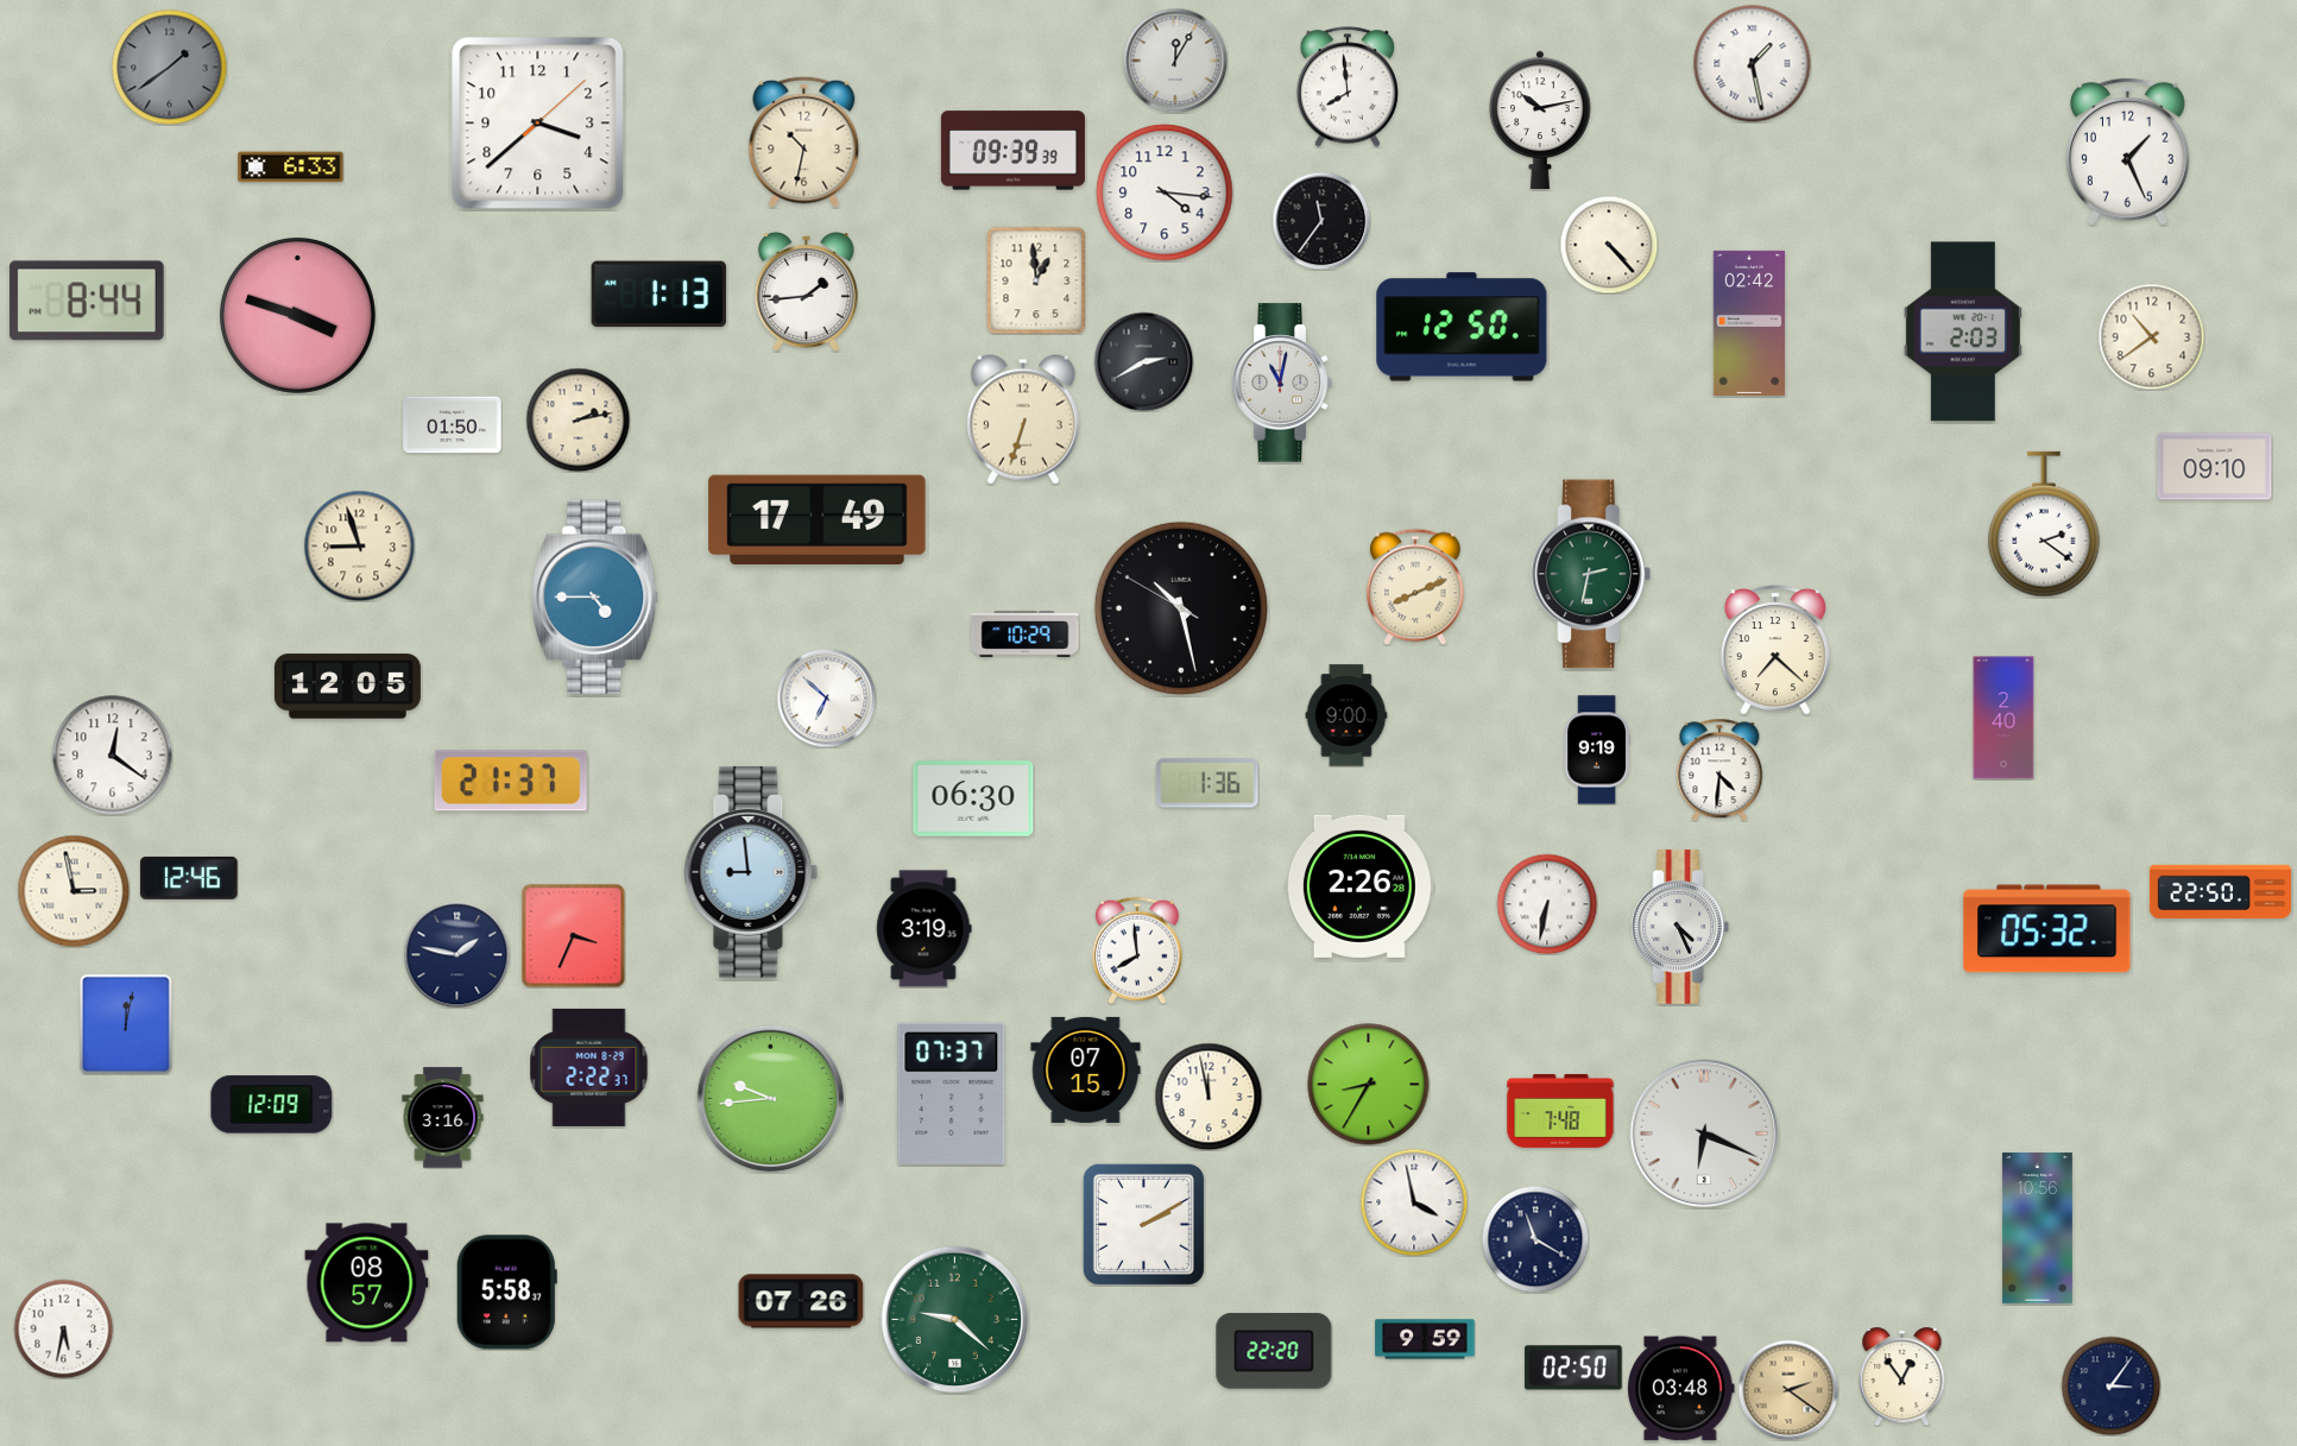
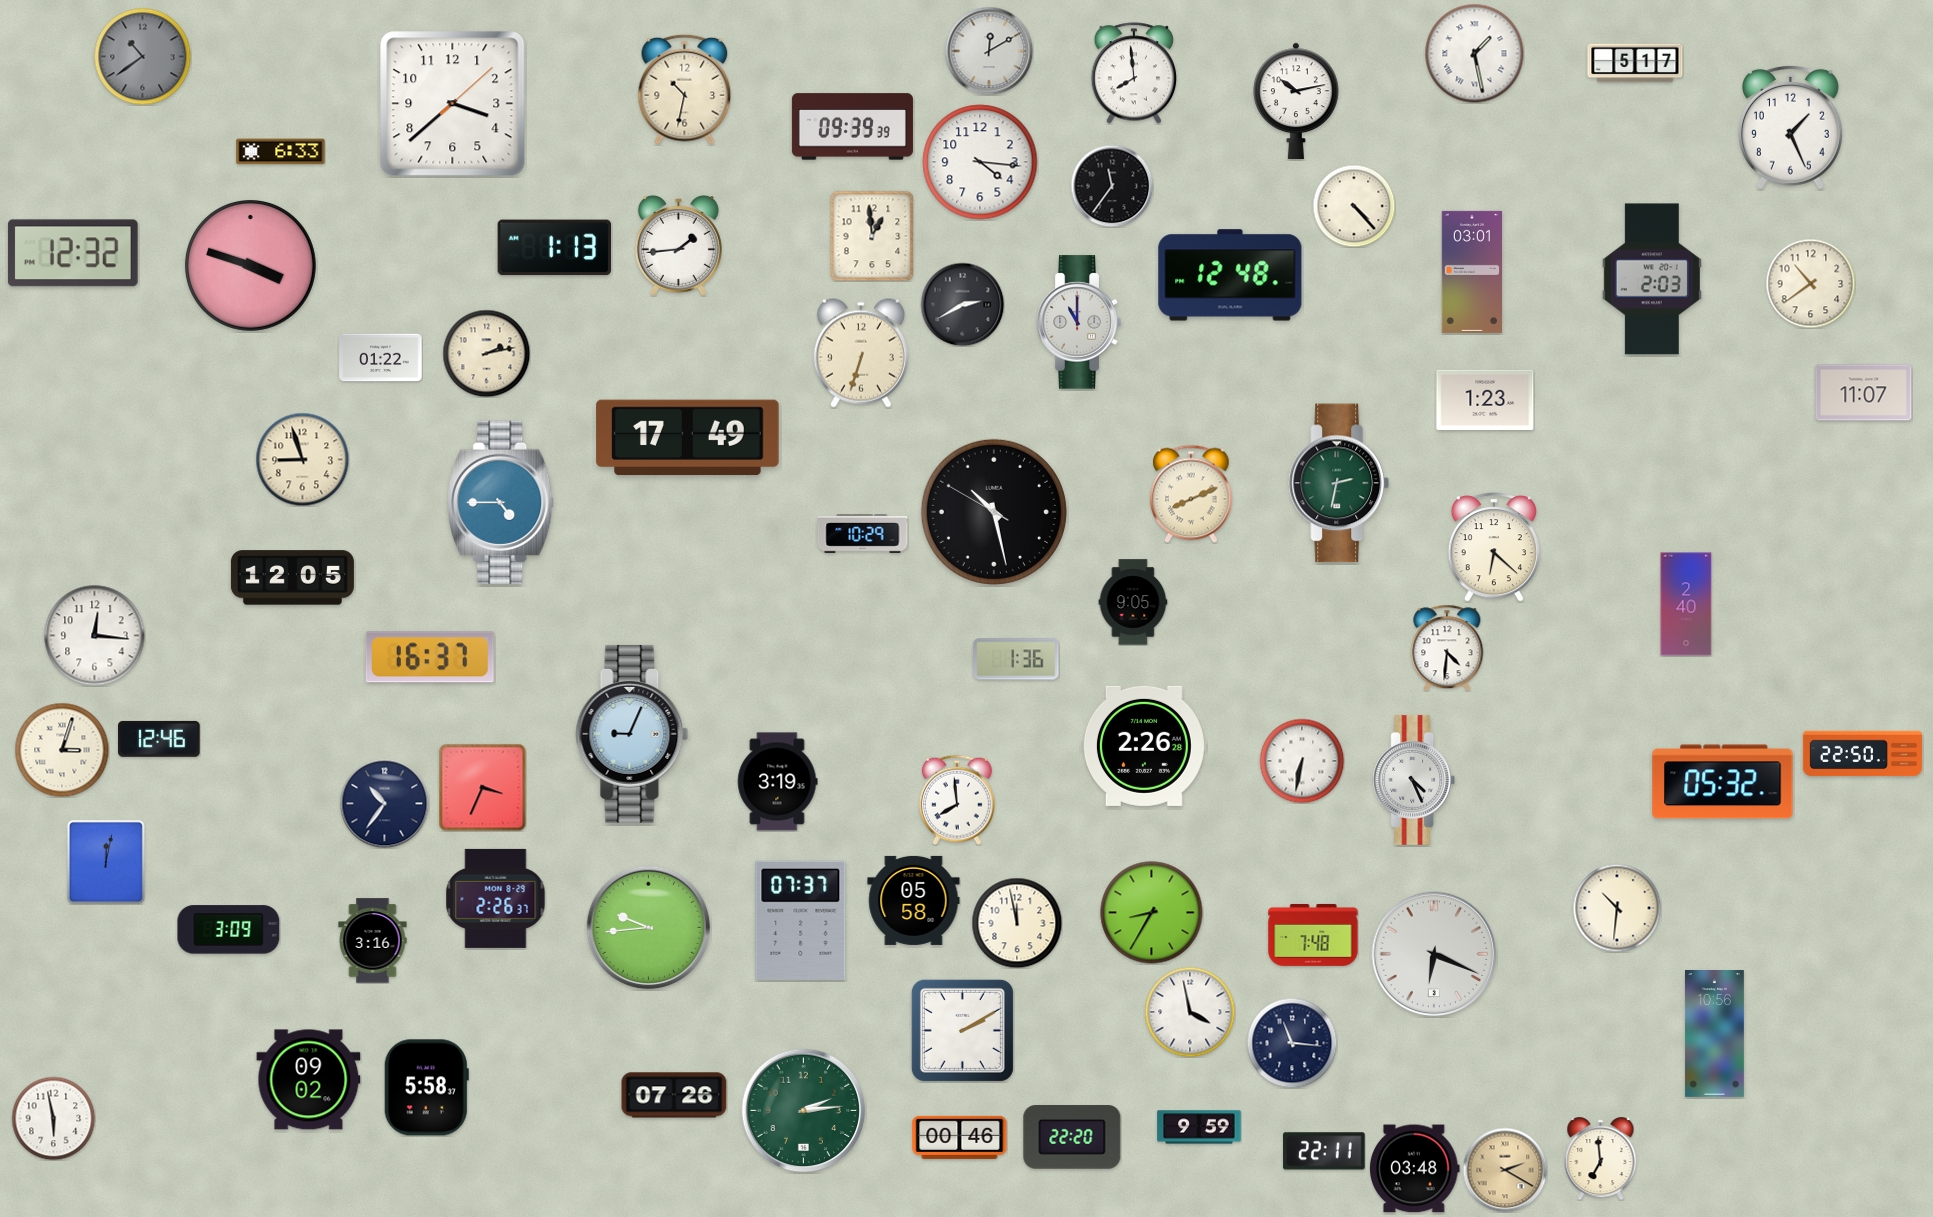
clock at (1175, 61): 12:05 -> 12:10
clock at (169, 67): 1:39 -> 10:39
clock at (1635, 63): none -> 5:17
clock at (804, 141) position: (804, 141) -> (685, 89)
clock at (291, 168) position: (291, 168) -> (281, 152)
clock at (87, 301): 8:44 -> 12:32
clock at (1748, 323): 02:42 -> 03:01
clock at (1462, 327): 12:50 -> 12:48
clock at (1282, 383): 11:02 -> 11:00
clock at (453, 425): 01:50 -> 01:22
clock at (2215, 467): 09:10 -> 11:07
clock at (1485, 400): none -> 1:23
clock at (2045, 524): 2:21 -> none
clock at (1775, 650): 7:22 -> 6:22
clock at (826, 697): 6:52 -> none
clock at (1346, 715): 9:00 -> 9:05
clock at (1597, 750): 9:19 -> none
clock at (113, 756): 12:21 -> 12:16
clock at (511, 781): 21:37 -> 16:37
clock at (973, 798): 06:30 -> none
clock at (751, 872): 8:59 -> 9:04
clock at (74, 891): 2:58 -> 3:03
clock at (2220, 892) position: (2220, 892) -> (1862, 754)
clock at (456, 954): 1:47 -> 10:36
clock at (589, 1067): 2:22 -> 2:26
clock at (1086, 1069): 07:15 -> 05:58
clock at (1617, 908): none -> 10:31
clock at (771, 1099) position: (771, 1099) -> (649, 928)
clock at (272, 1105): 12:09 -> 3:09
clock at (1535, 1239): 11:20 -> 11:16
clock at (367, 1283): 08:57 -> 09:02
clock at (955, 1320): 9:22 -> 2:14
clock at (63, 1328): 5:32 -> 5:58
clock at (960, 1137): none -> 00:46
clock at (1573, 1368): 02:50 -> 22:11
clock at (1902, 1377): 12:54 -> 6:59
clock at (2110, 1385): 3:06 -> none
clock at (1788, 1390): 2:21 -> 2:20
